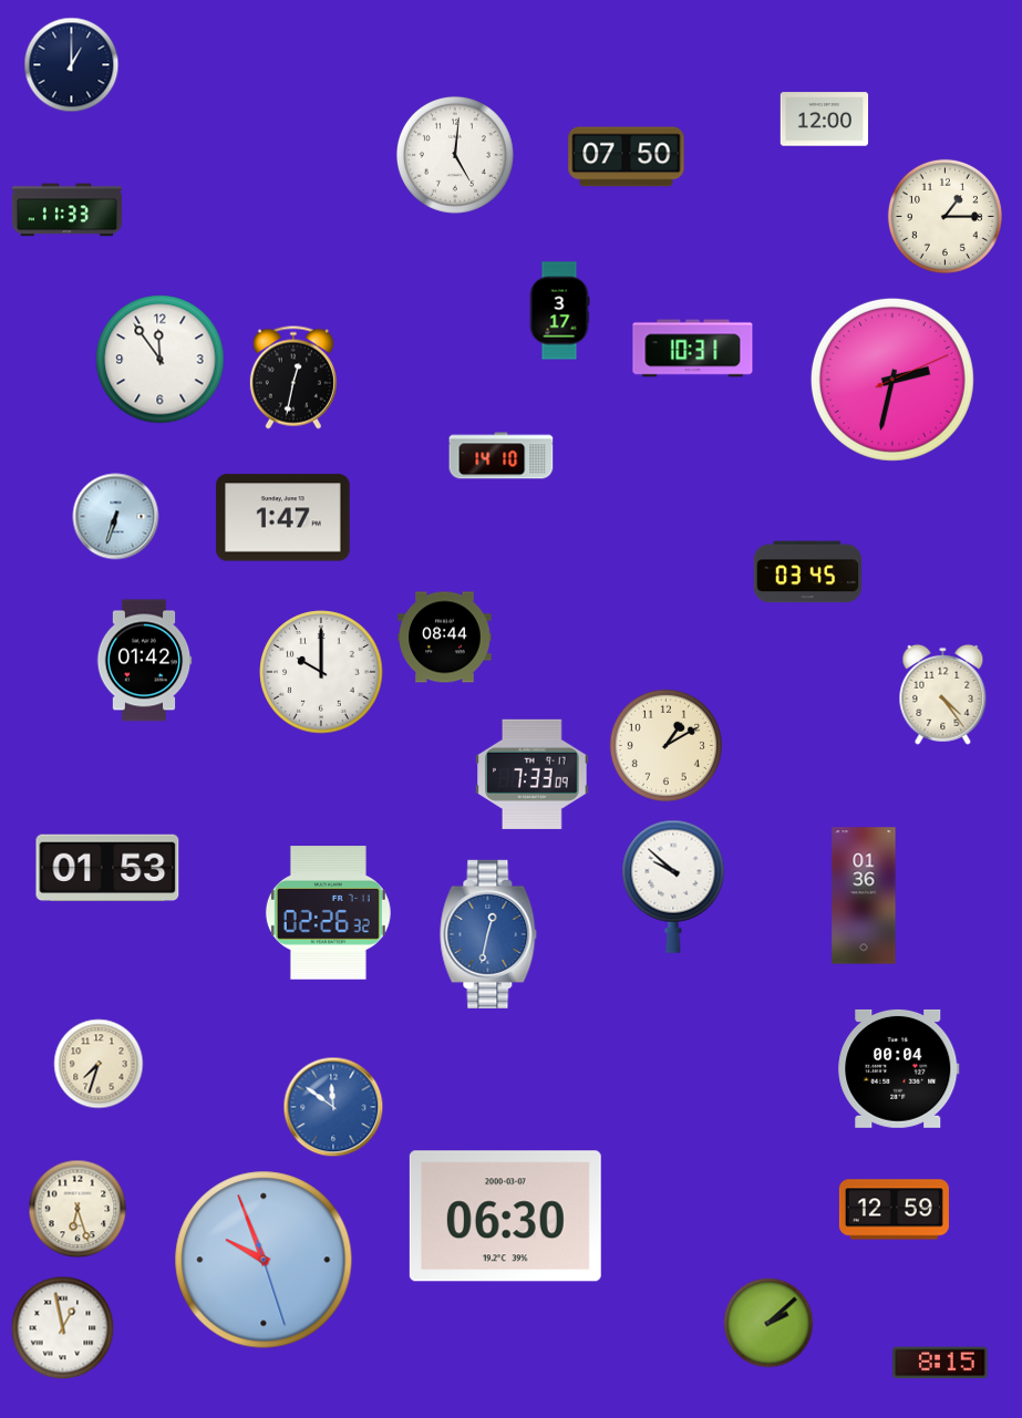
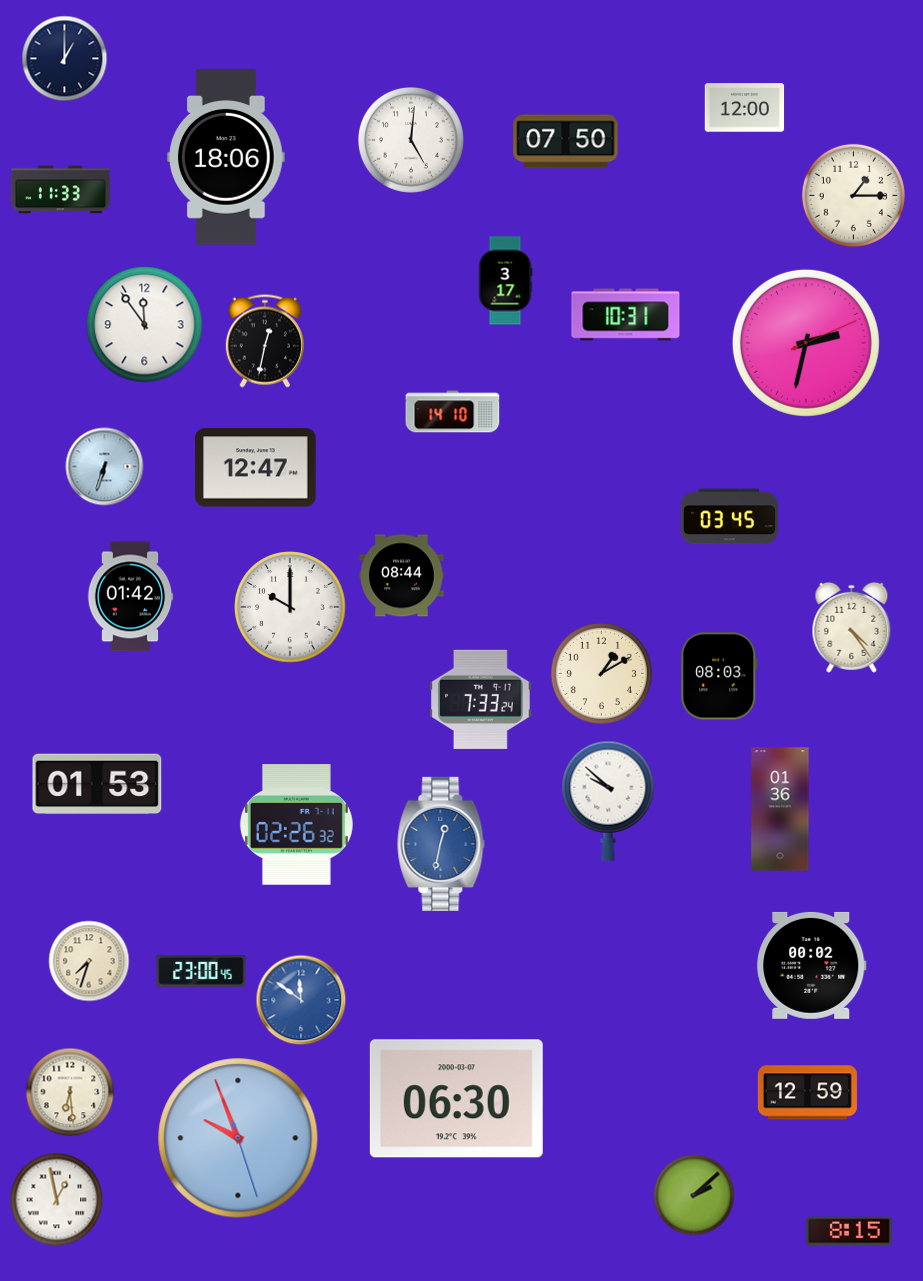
clock at (227, 157): none -> 18:06
clock at (283, 518): 1:47 -> 12:47
clock at (719, 676): none -> 08:03
clock at (533, 774): 7:33:09 -> 7:33:24
clock at (899, 1068): 00:04 -> 00:02
clock at (201, 971): none -> 23:00
clock at (78, 1209): 6:27 -> 6:29
